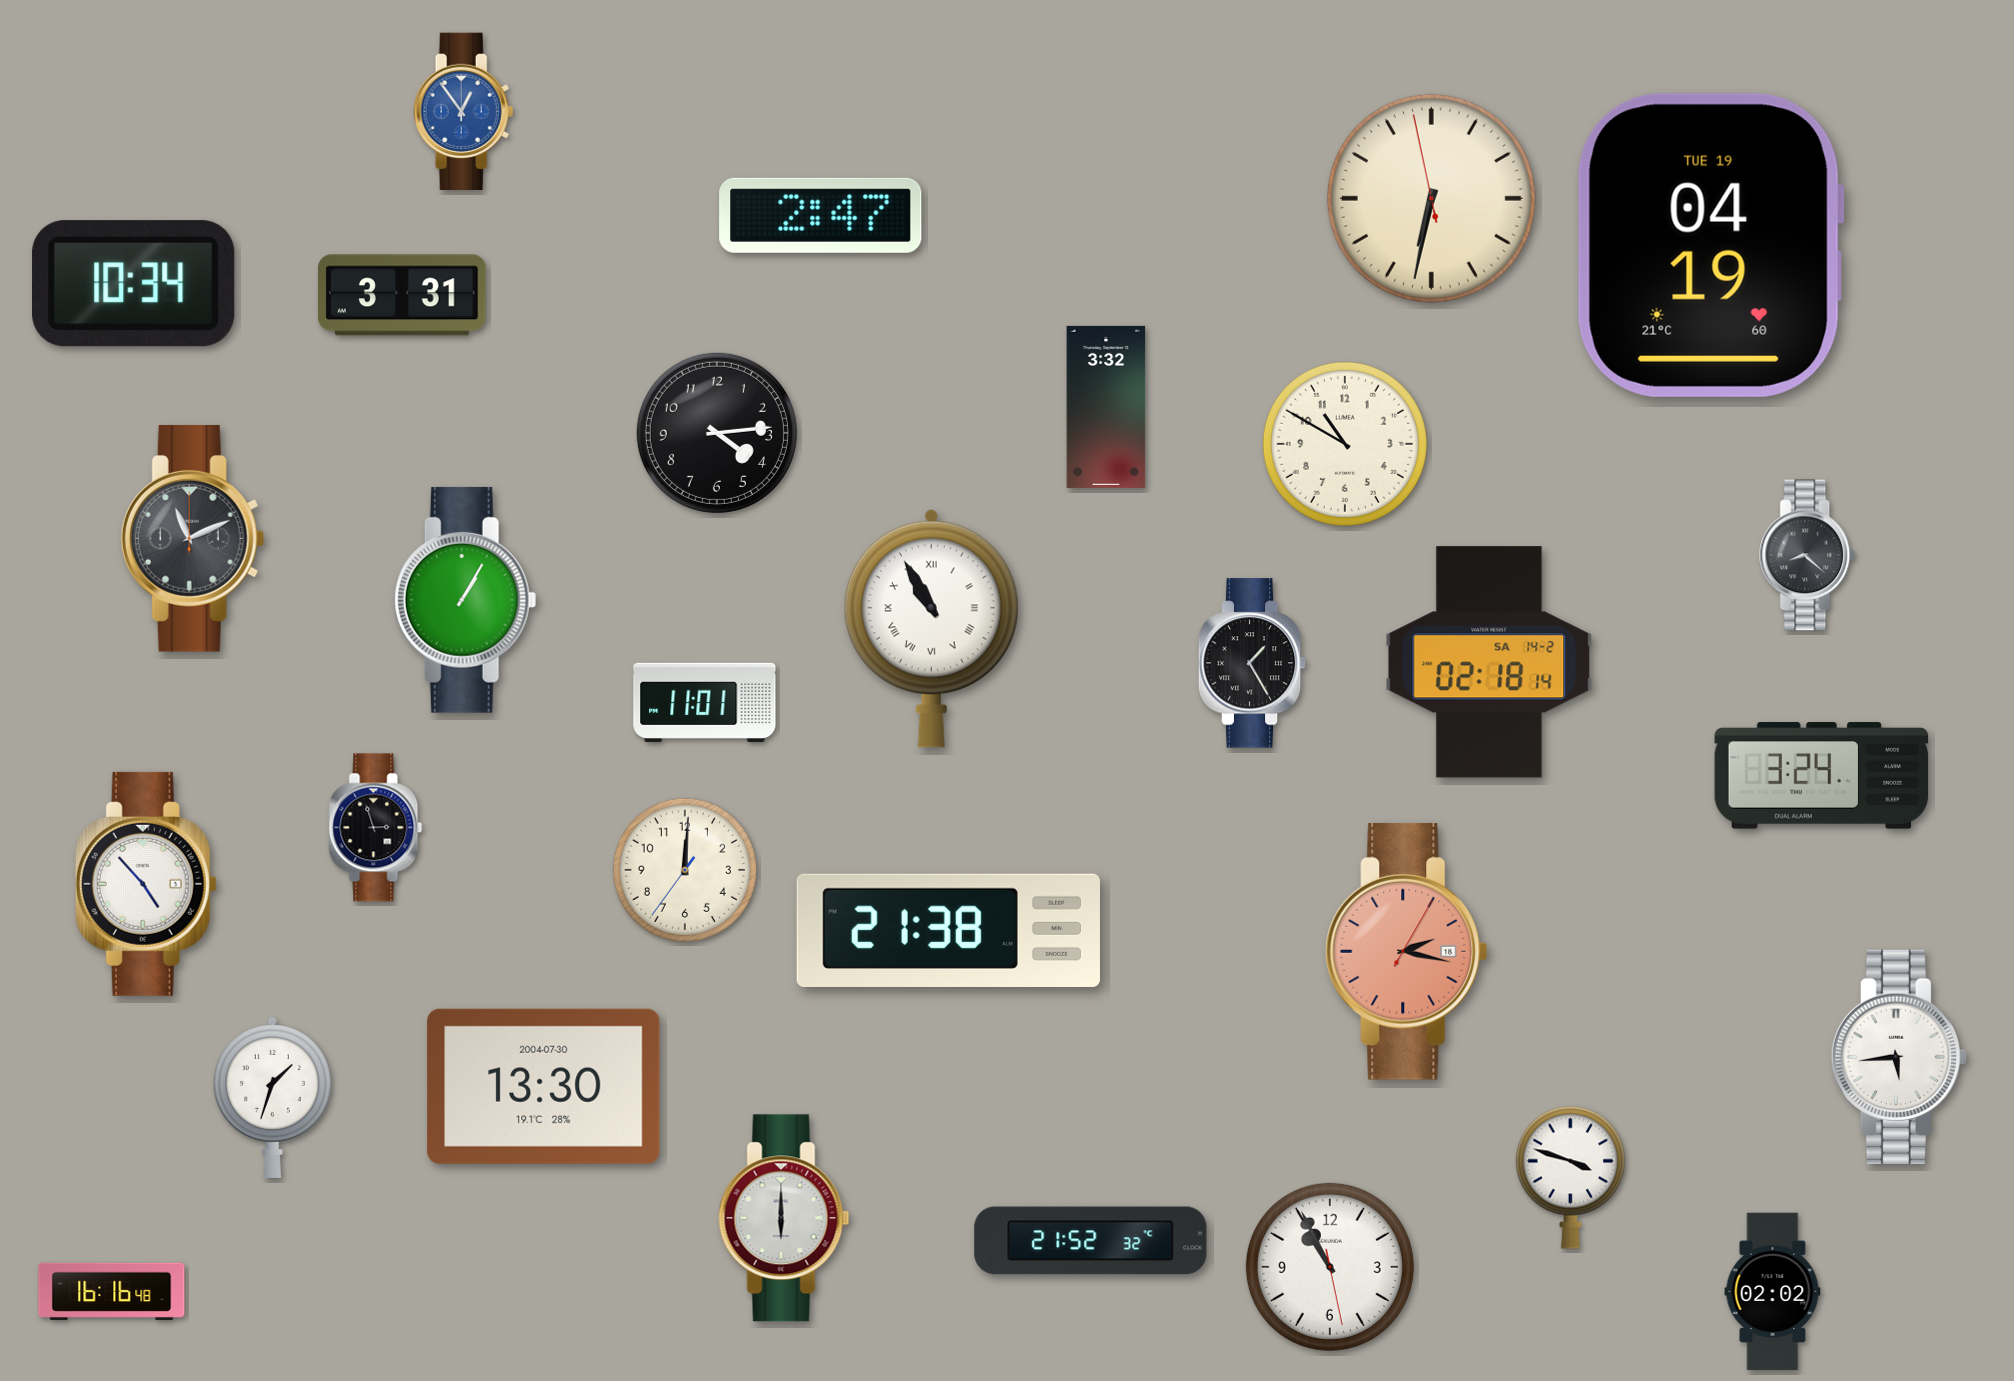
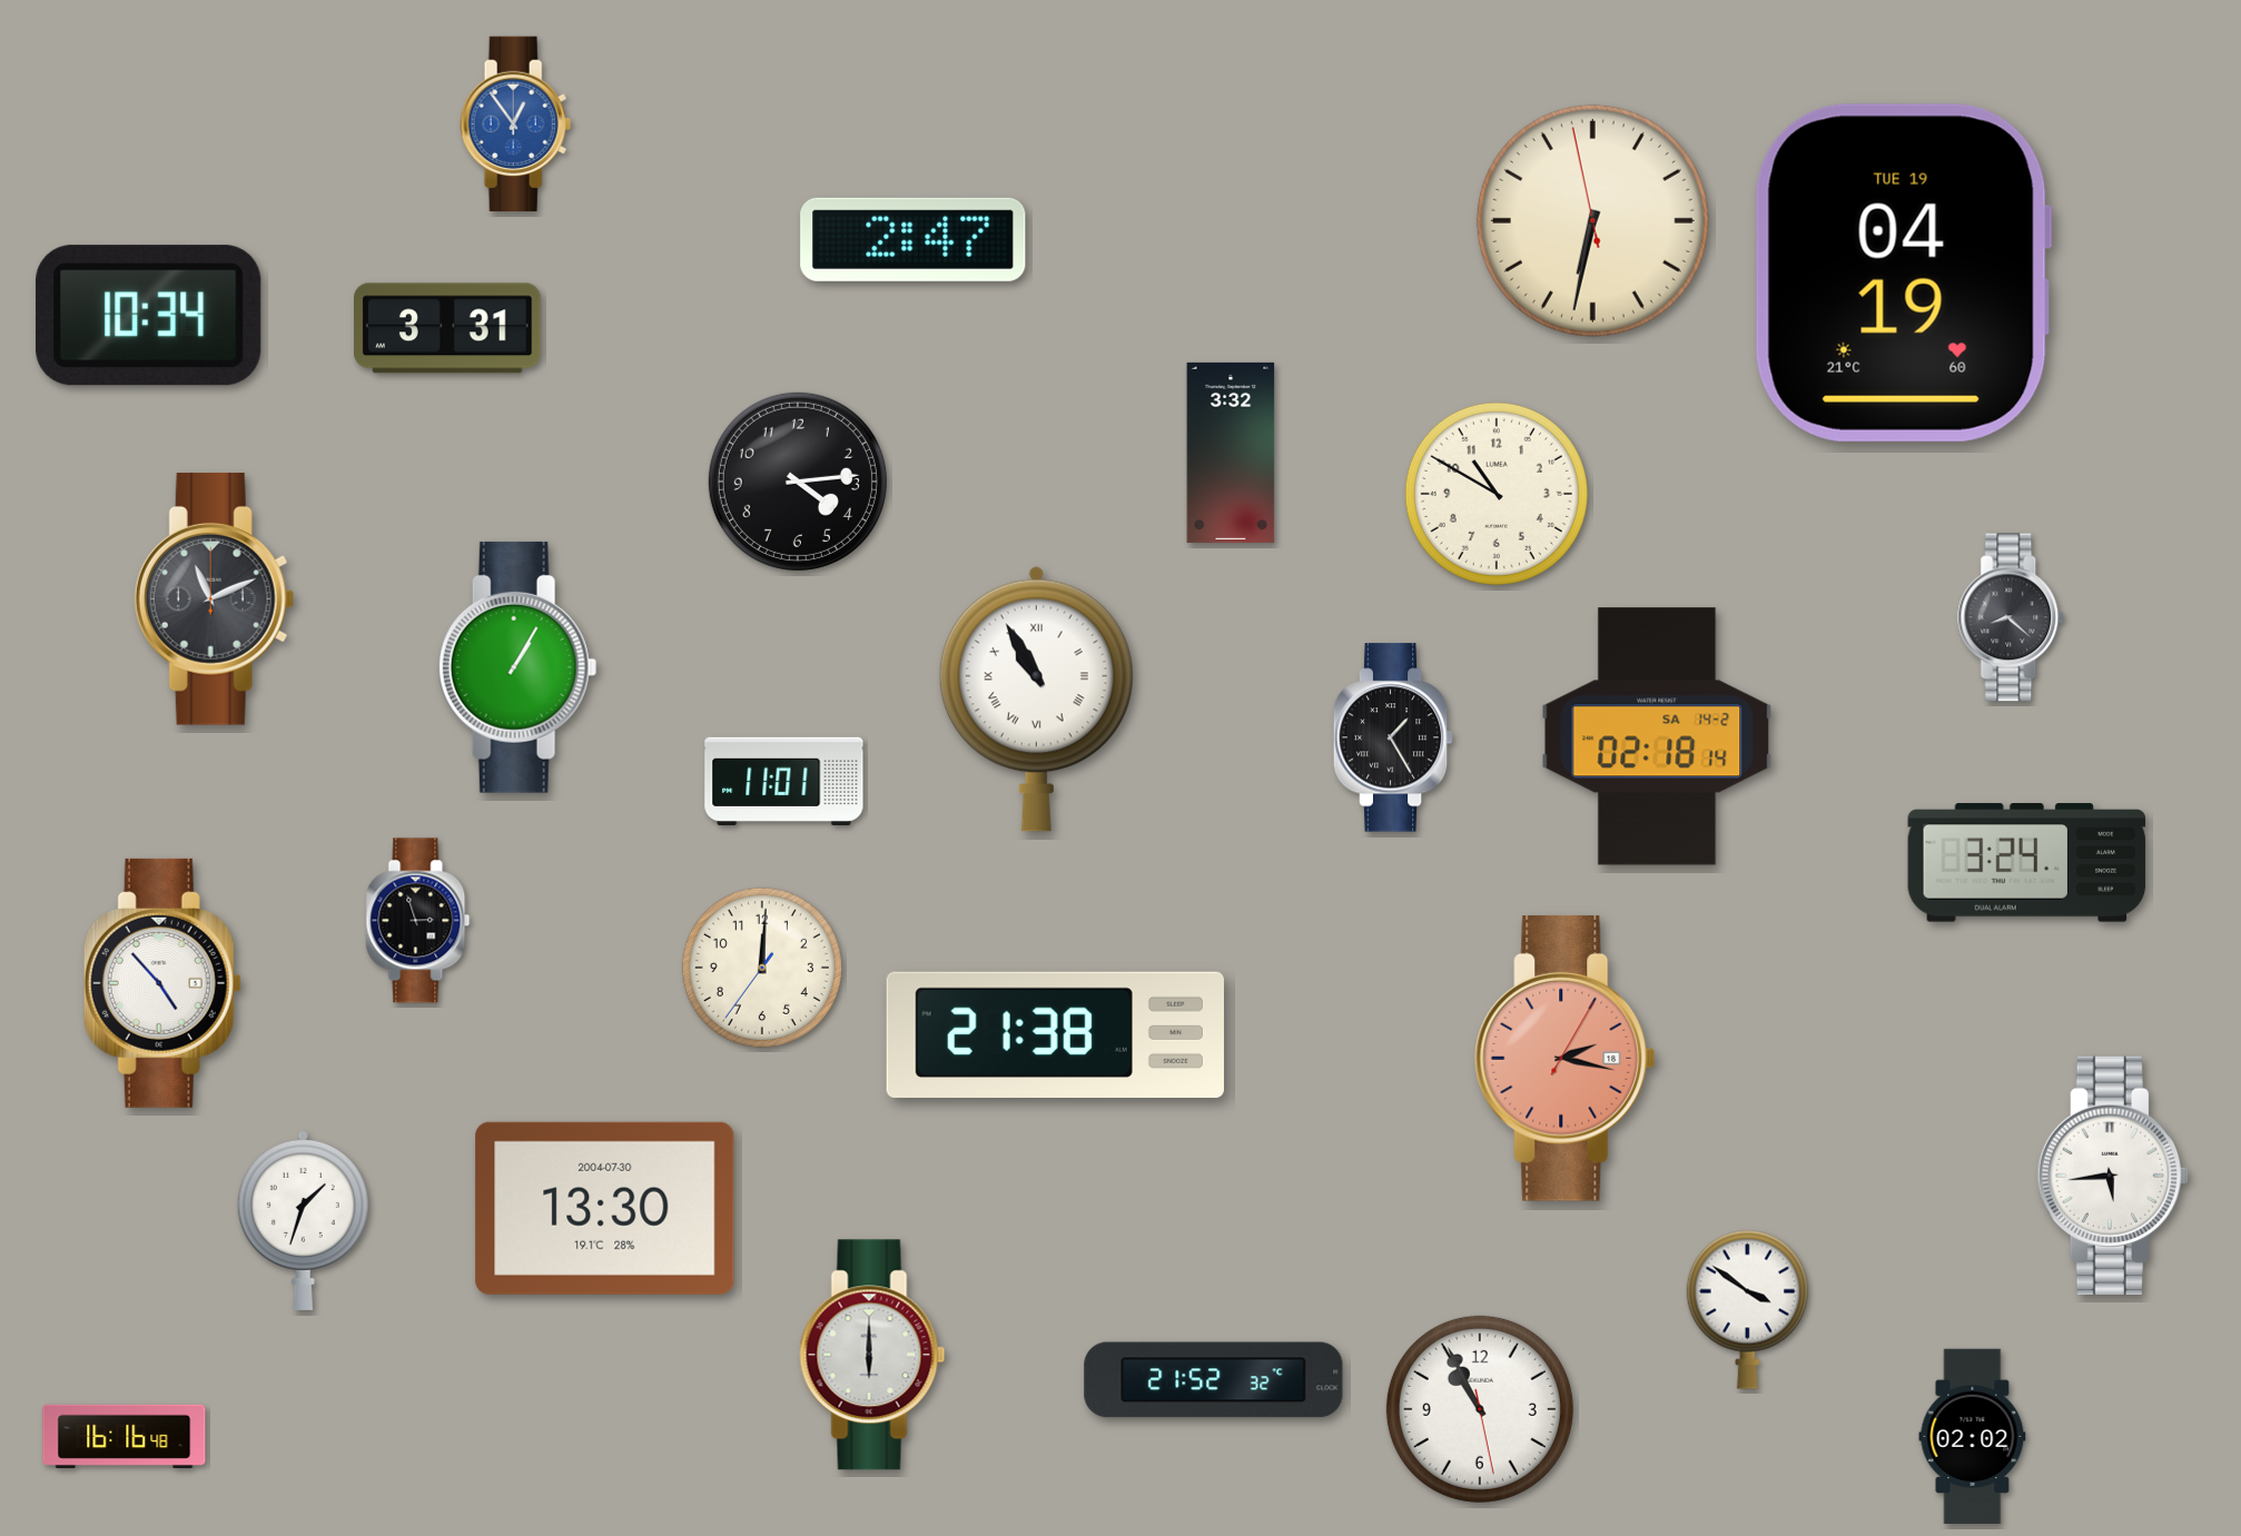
clock at (1570, 1177): 3:48 -> 3:51
